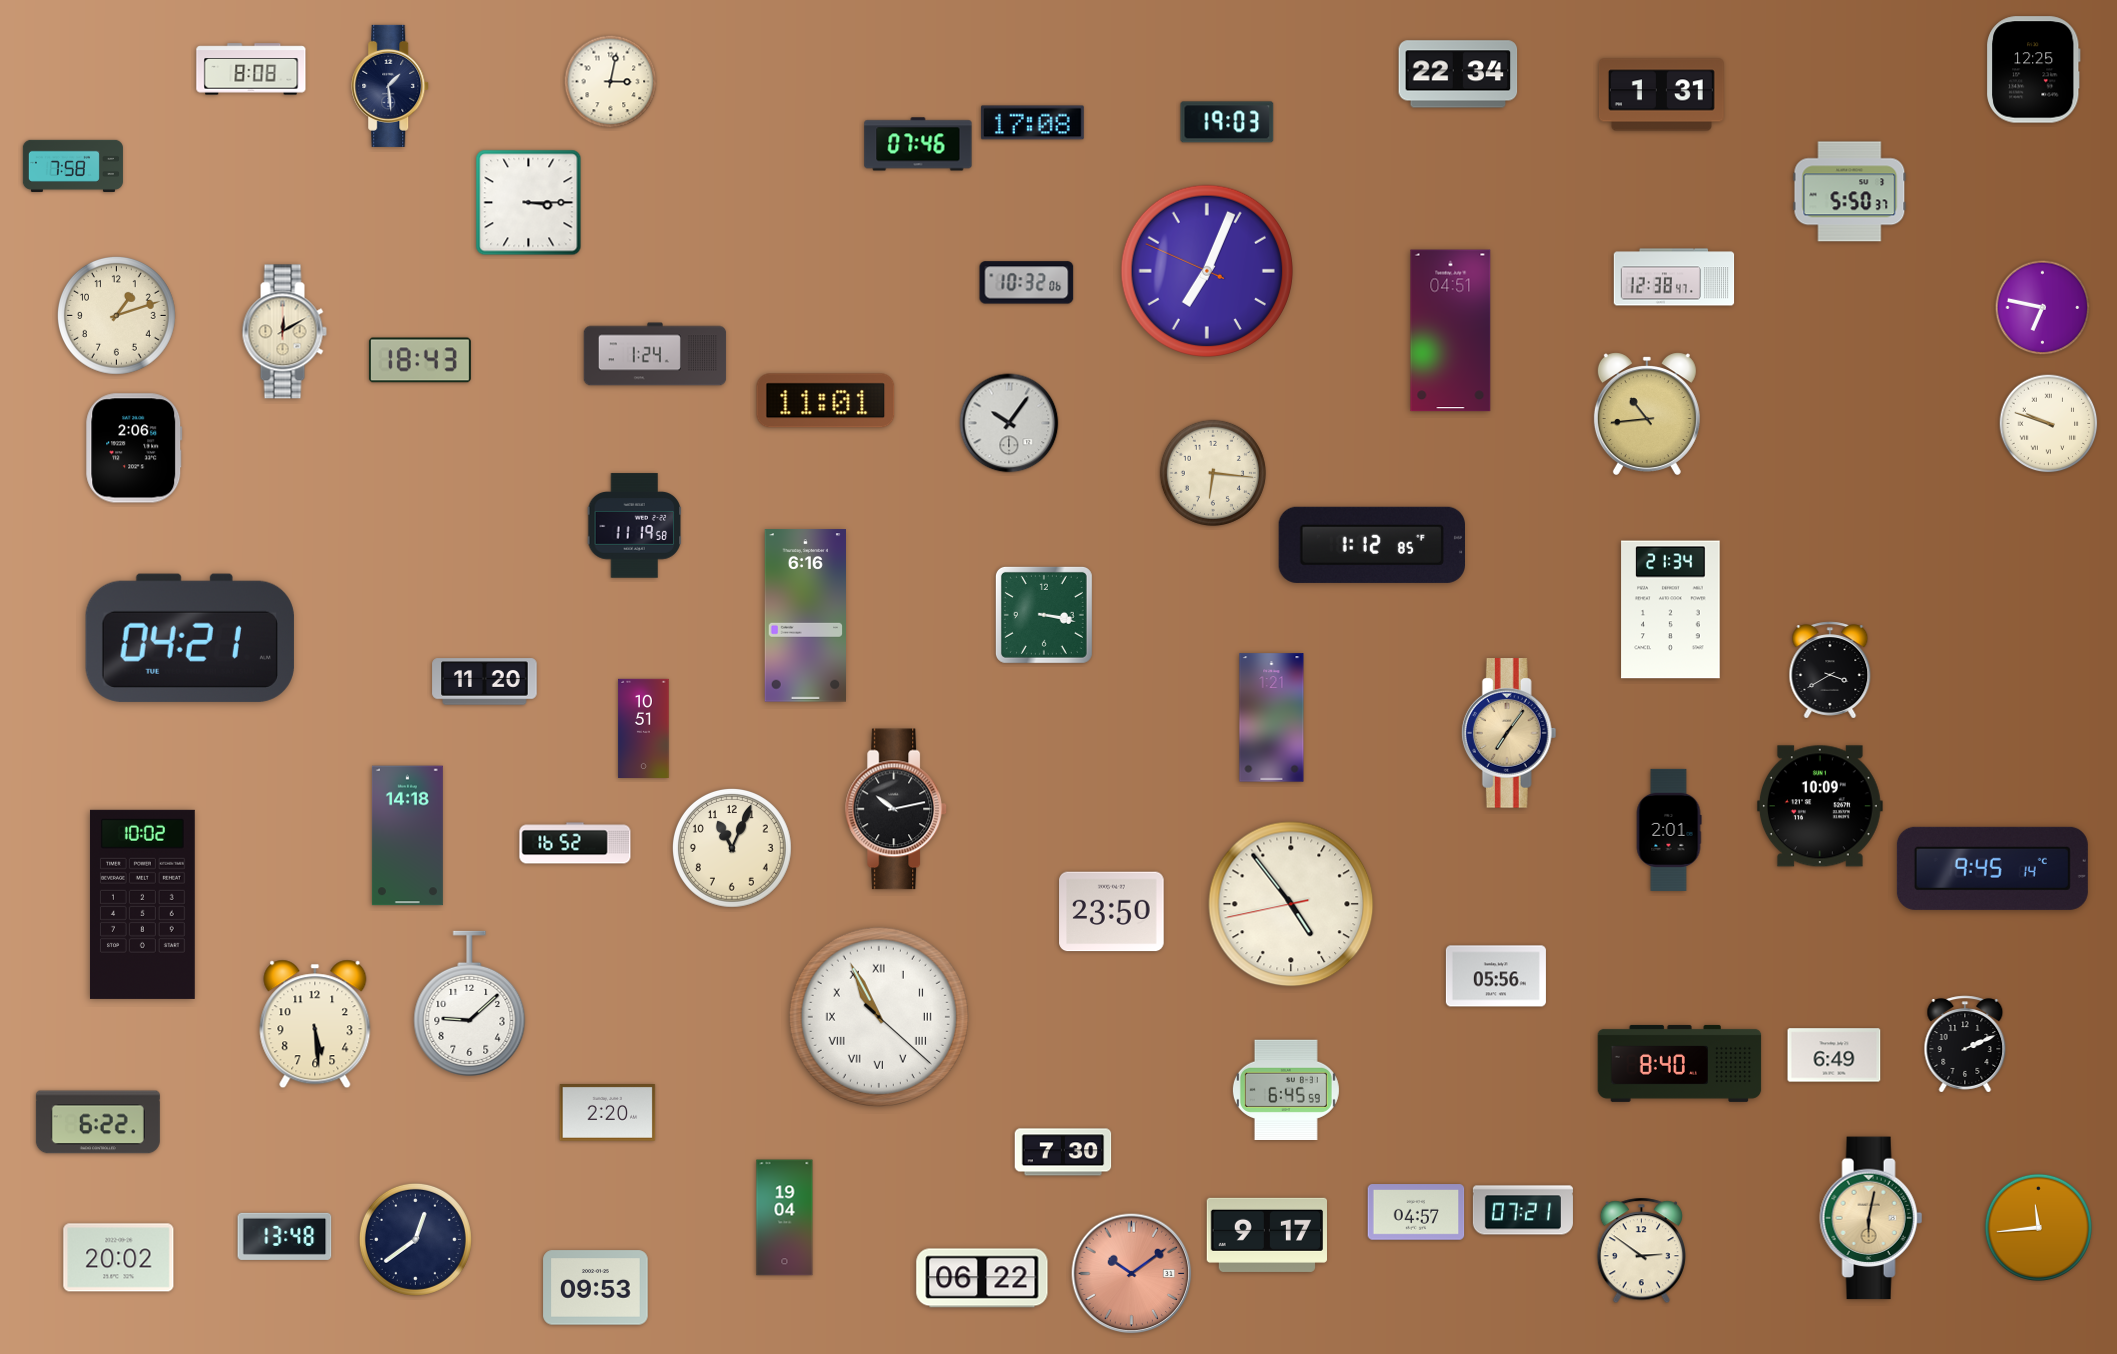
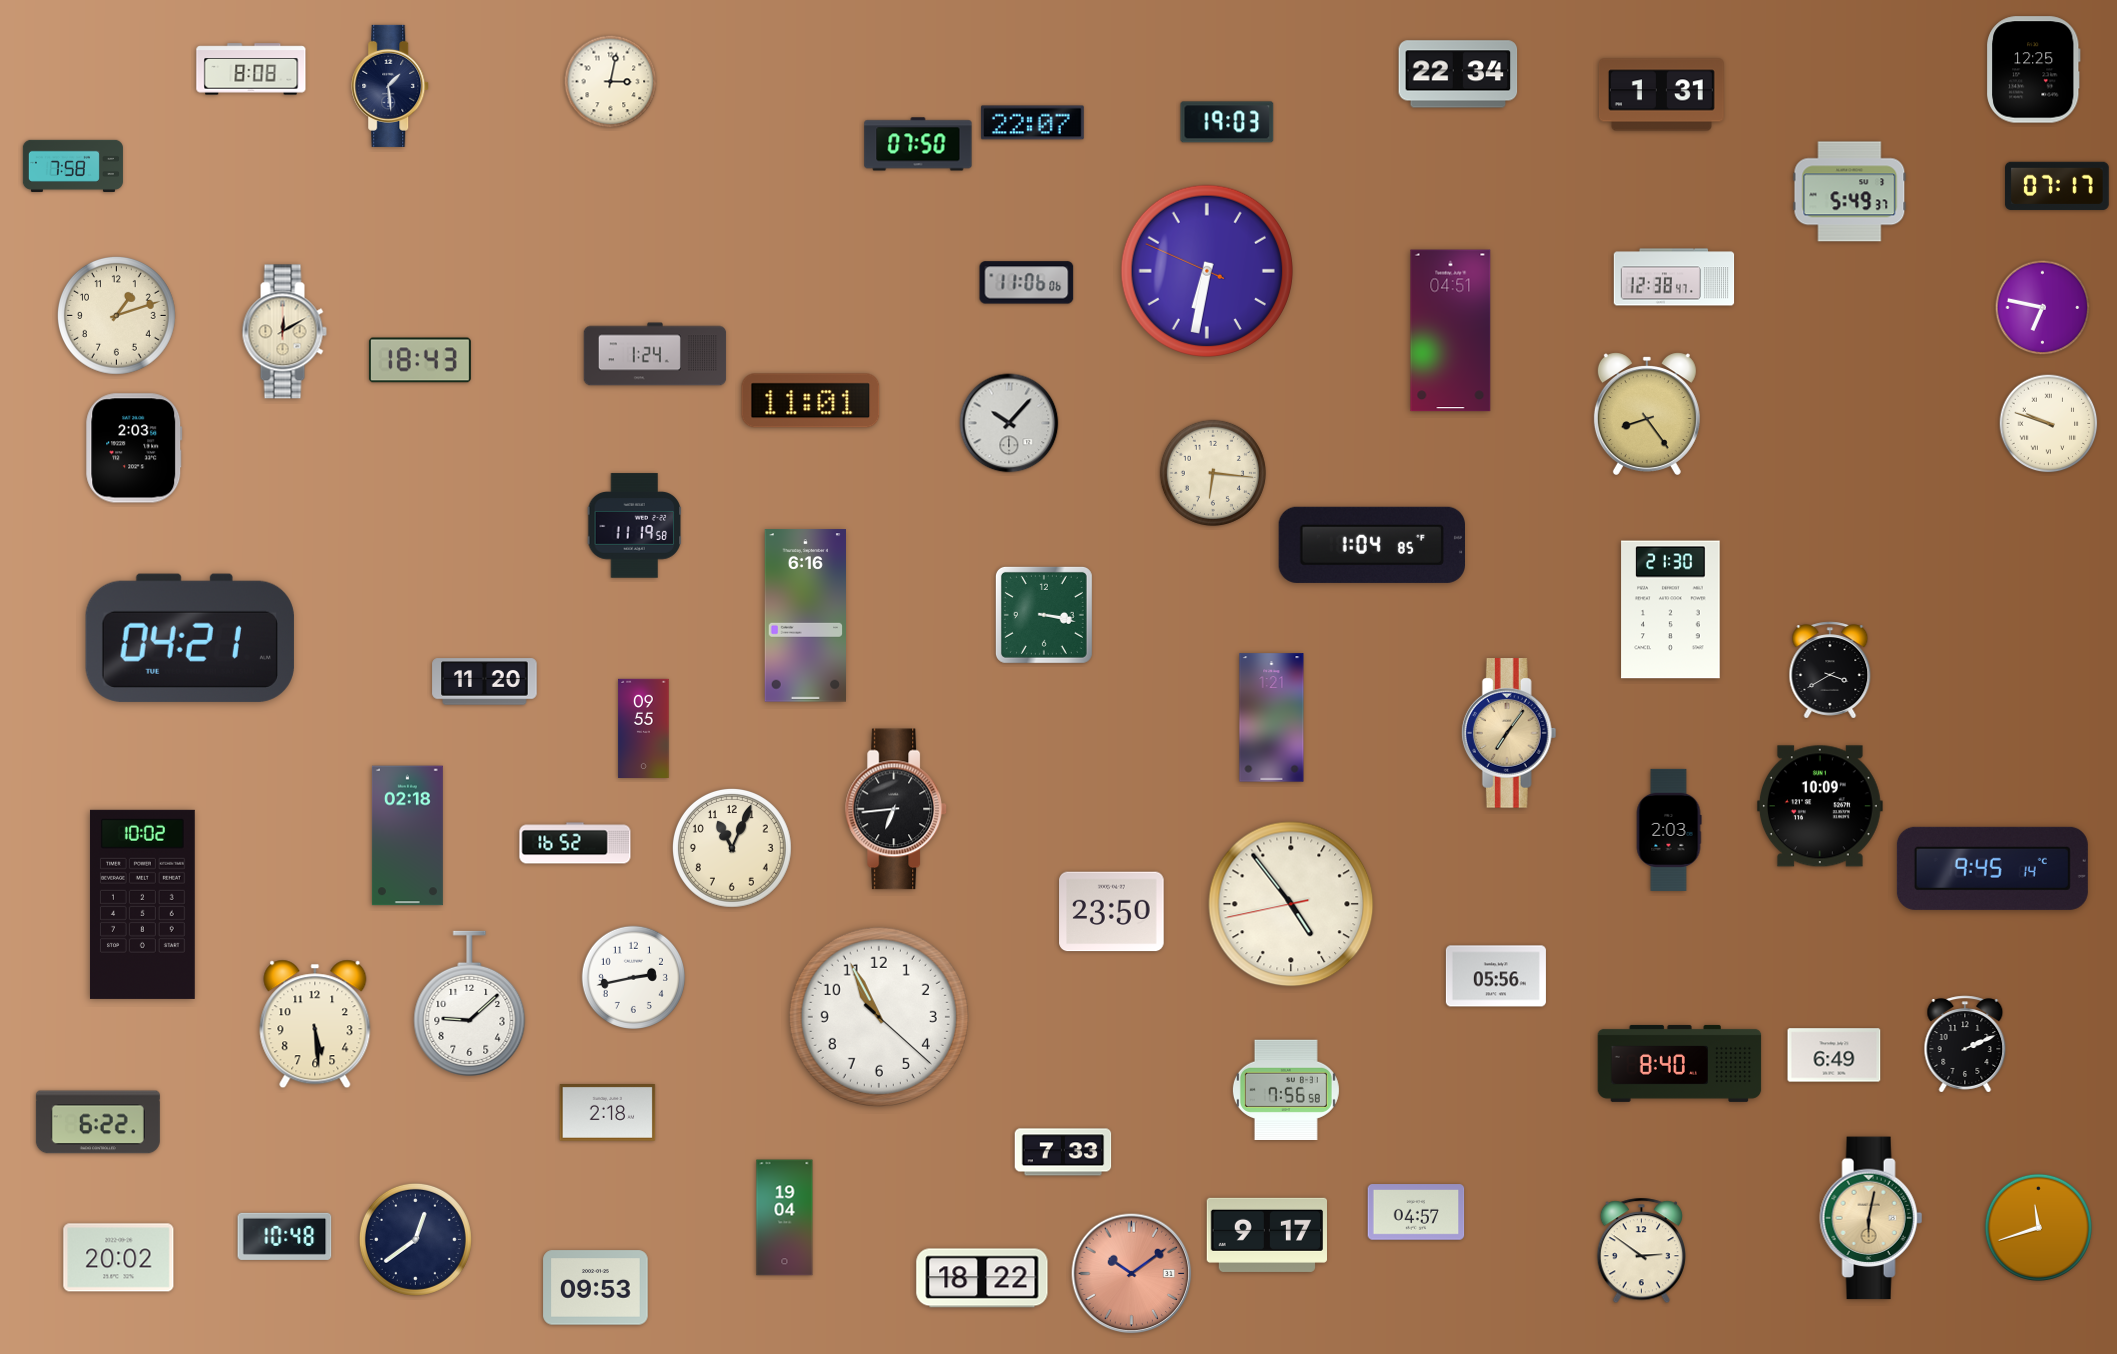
clock at (1032, 123): 17:08 -> 22:07
clock at (918, 144): 07:46 -> 07:50
clock at (2058, 186): none -> 07:17
clock at (1850, 192): 5:50 -> 5:49
clock at (529, 203): 3:15 -> none
clock at (1206, 270): 7:03 -> 6:31
clock at (1027, 283): 10:32 -> 11:06
clock at (826, 401) position: (826, 401) -> (811, 401)
clock at (1647, 414): 10:44 -> 8:24
clock at (1009, 423): 10:06 -> 10:07
clock at (134, 448): 2:06 -> 2:03
clock at (1371, 545): 1:12 -> 1:04
clock at (1671, 610): 21:34 -> 21:30
clock at (644, 728): 10:51 -> 09:55
clock at (897, 809): 10:13 -> 6:44
clock at (1669, 830): 2:01 -> 2:03
clock at (407, 836): 14:18 -> 02:18
clock at (633, 977): none -> 2:43
clock at (879, 1017) numerals: Roman -> Arabic
clock at (1286, 1089): 6:45 -> 7:56
clock at (608, 1113): 2:20 -> 2:18
clock at (1063, 1152): 7:30 -> 7:33
clock at (1523, 1210): 07:21 -> none
clock at (2038, 1227): 11:44 -> 11:42
clock at (285, 1236): 13:48 -> 10:48
clock at (982, 1278): 06:22 -> 18:22
